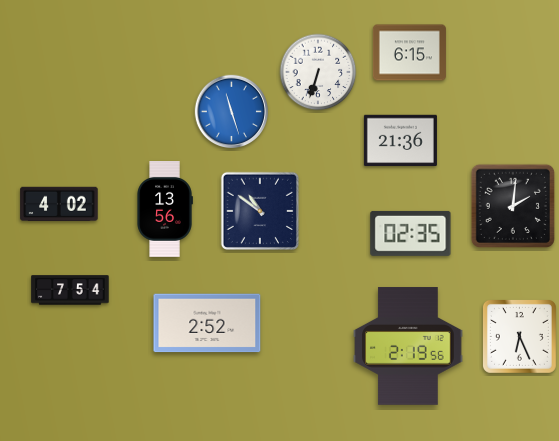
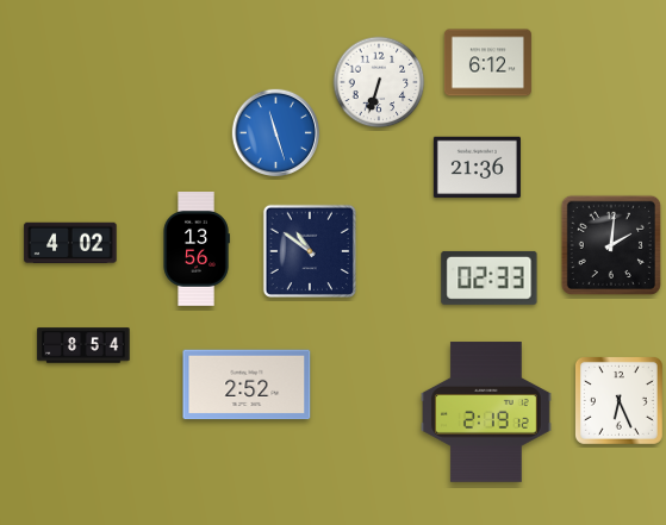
clock at (409, 53): 6:15 -> 6:12
clock at (318, 72) position: (318, 72) -> (379, 82)
clock at (411, 233): 02:35 -> 02:33
clock at (70, 290): 7:54 -> 8:54
clock at (408, 346): 2:19:56 -> 2:19:12
